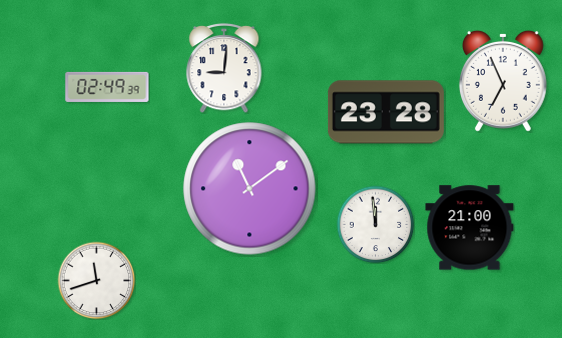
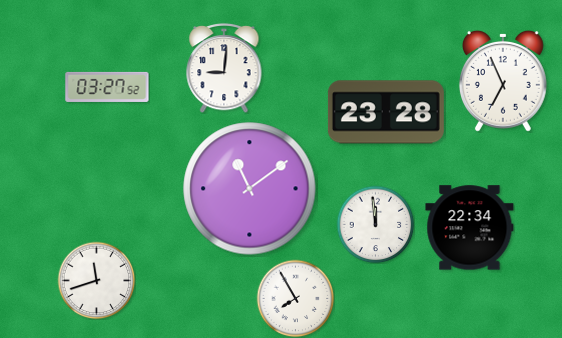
clock at (107, 87): 02:49 -> 03:27
clock at (470, 228): 21:00 -> 22:34
clock at (295, 298): none -> 7:55
